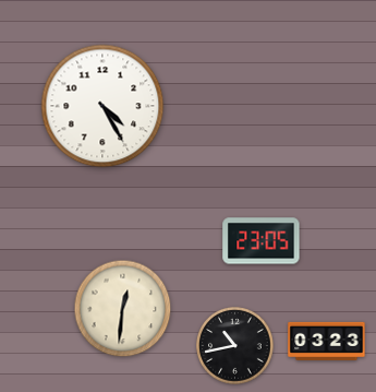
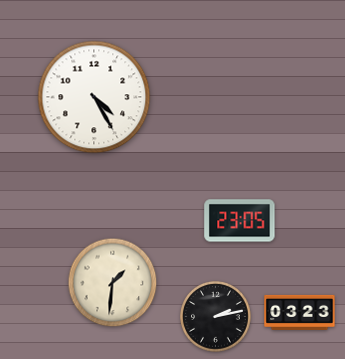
clock at (123, 309): 12:31 -> 1:31
clock at (235, 346): 10:43 -> 2:13
